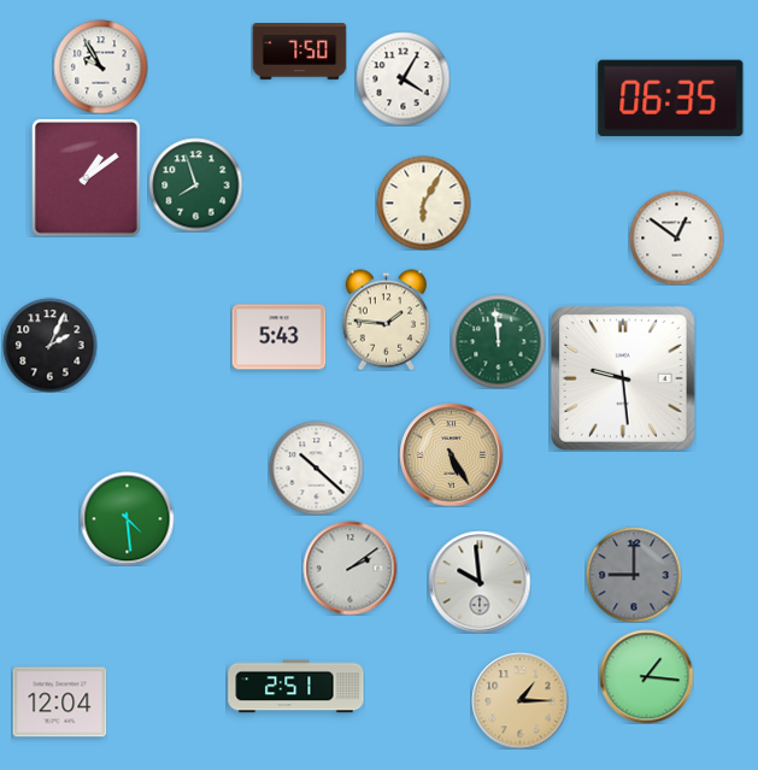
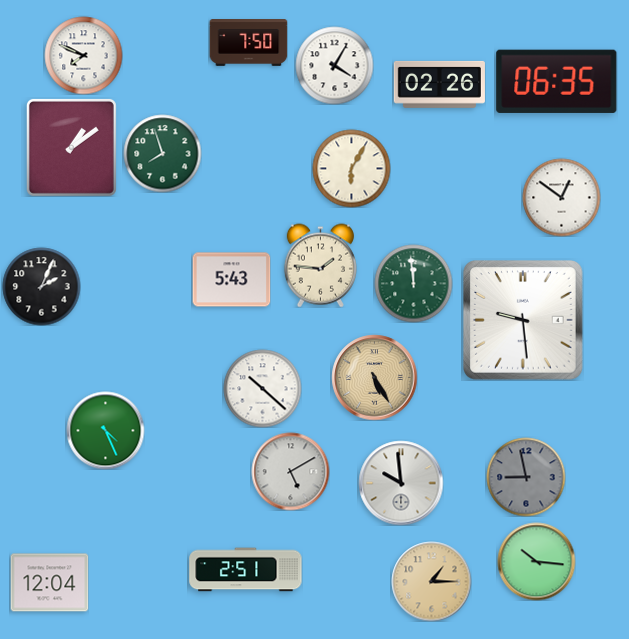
clock at (100, 66): 9:55 -> 7:49
clock at (439, 84): none -> 02:26
clock at (623, 378) position: (623, 378) -> (523, 320)
clock at (127, 518): 4:29 -> 4:26
clock at (349, 568): 2:09 -> 5:10
clock at (634, 575): 9:00 -> 8:58
clock at (480, 582) position: (480, 582) -> (401, 483)
clock at (646, 676): 1:16 -> 10:16
